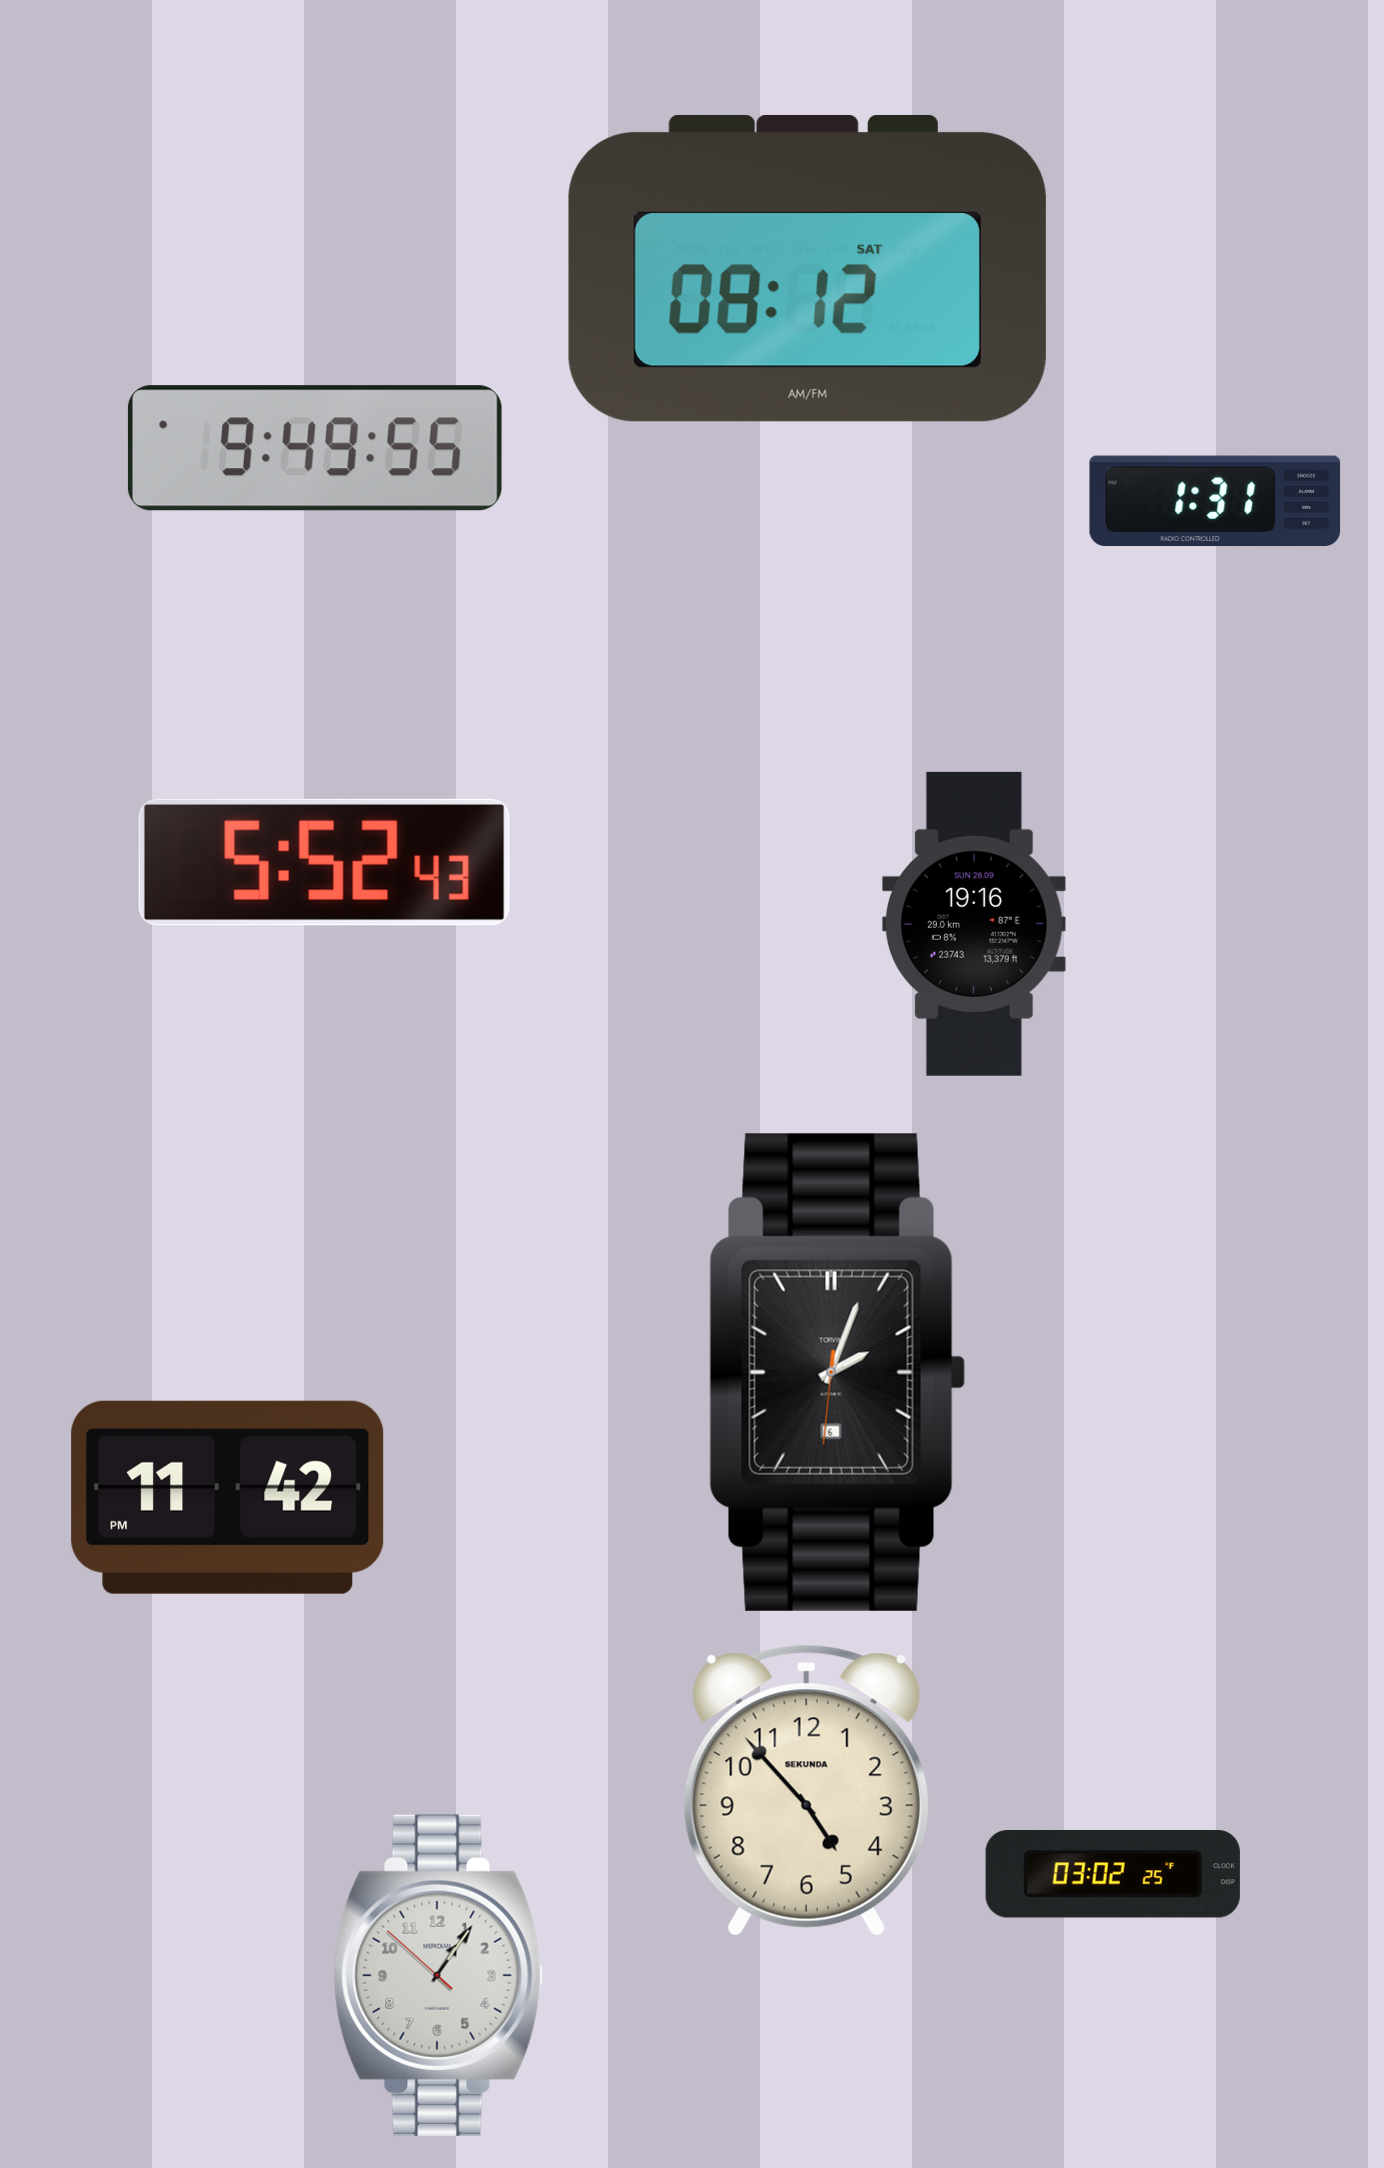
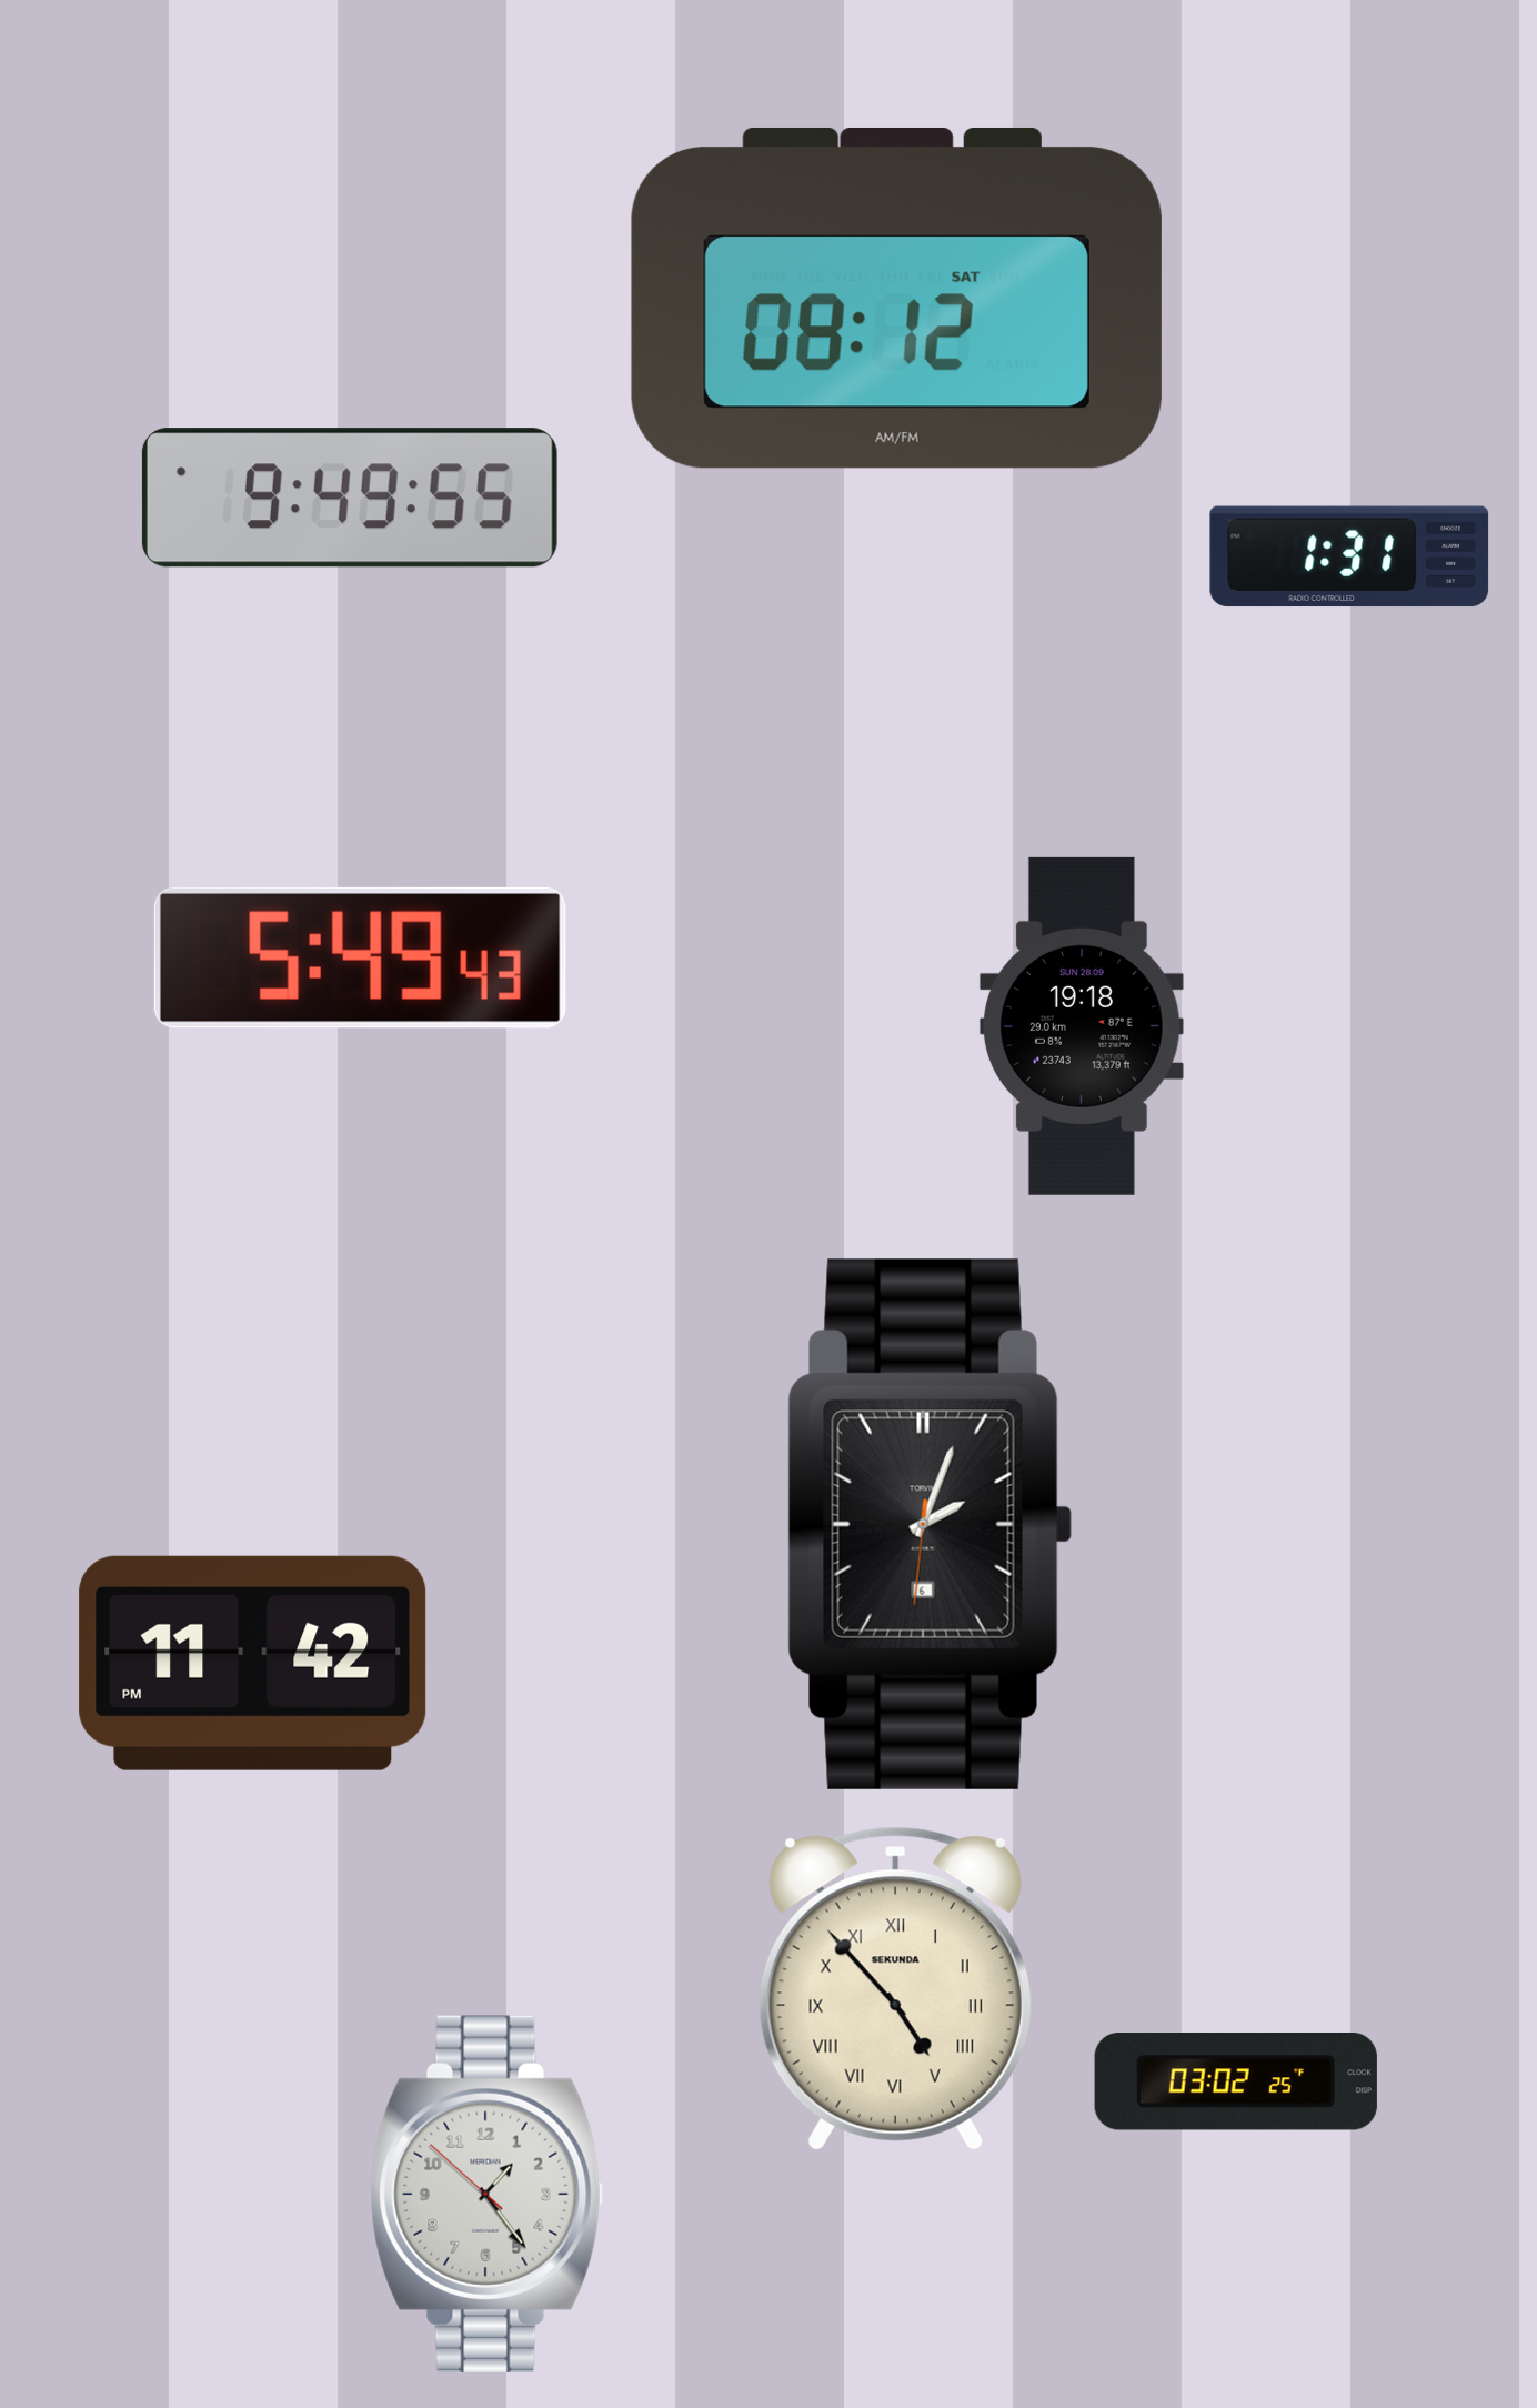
clock at (324, 862): 5:52 -> 5:49
clock at (974, 924): 19:16 -> 19:18
clock at (806, 1790) numerals: Arabic -> Roman
clock at (438, 1975): 1:05 -> 1:23
